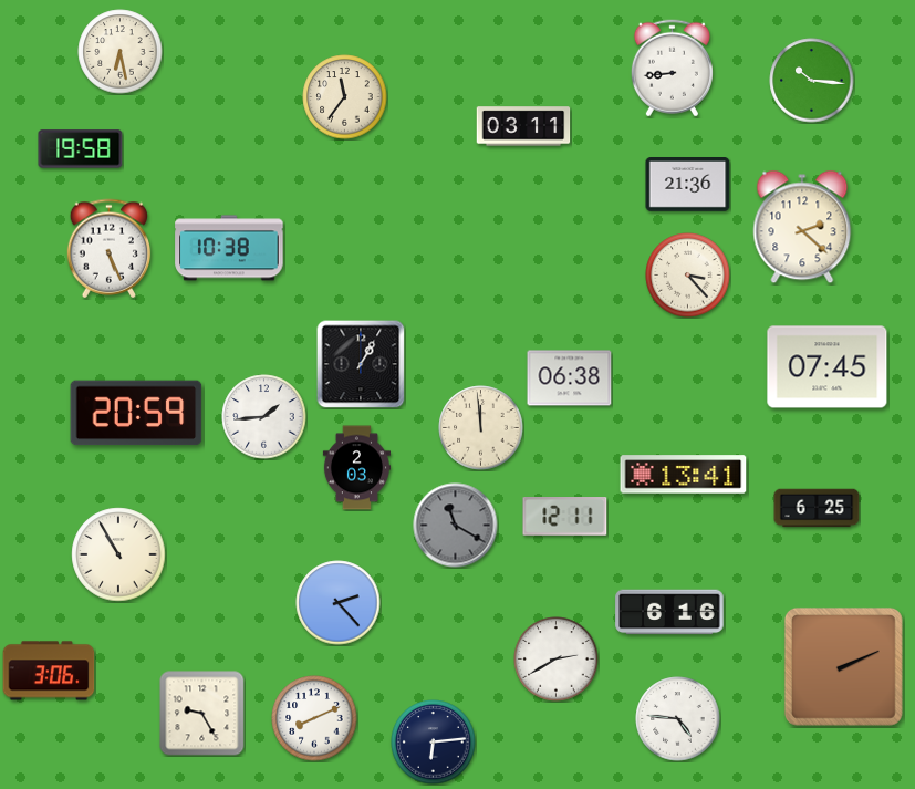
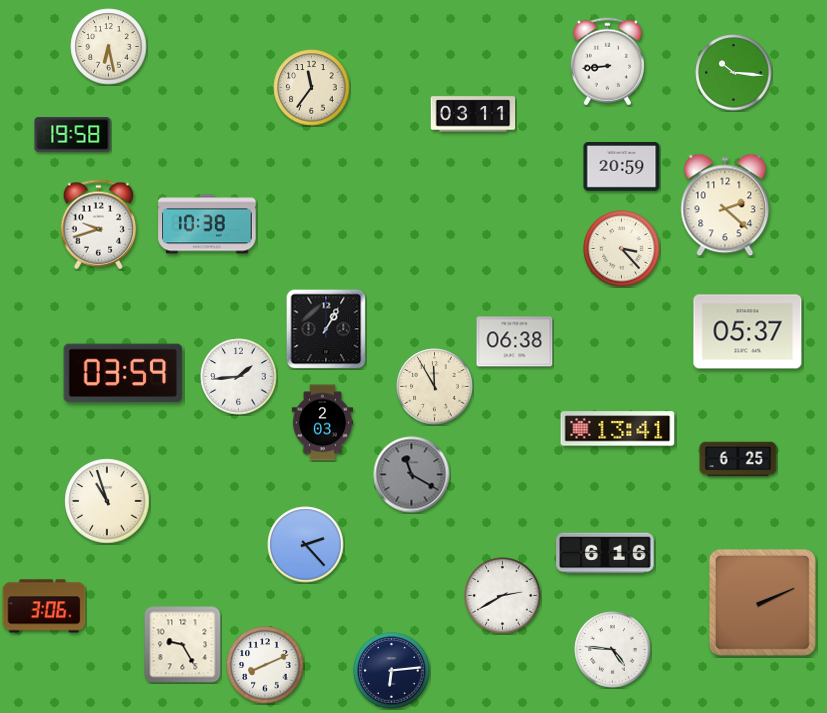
clock at (688, 185): 21:36 -> 20:59
clock at (110, 249): 5:26 -> 9:42
clock at (828, 367): 07:45 -> 05:37
clock at (136, 413): 20:59 -> 03:59
clock at (481, 428): 11:59 -> 11:55
clock at (565, 517): 12:11 -> none
clock at (118, 554): 10:55 -> 10:57
clock at (314, 718) position: (314, 718) -> (265, 665)
